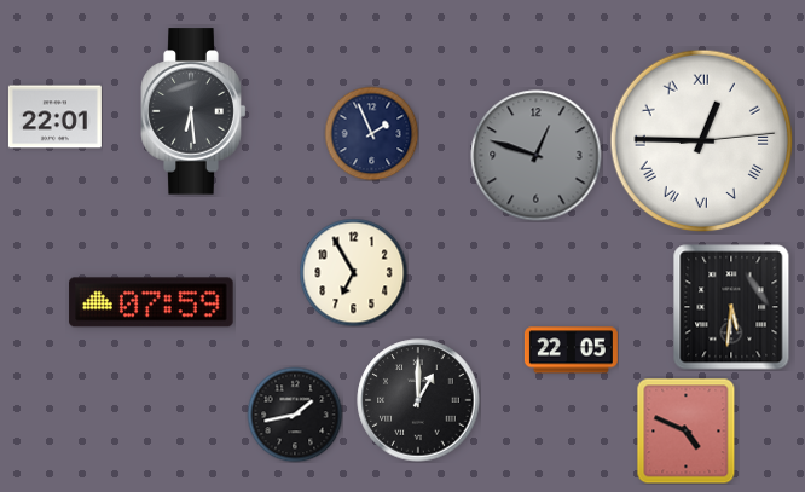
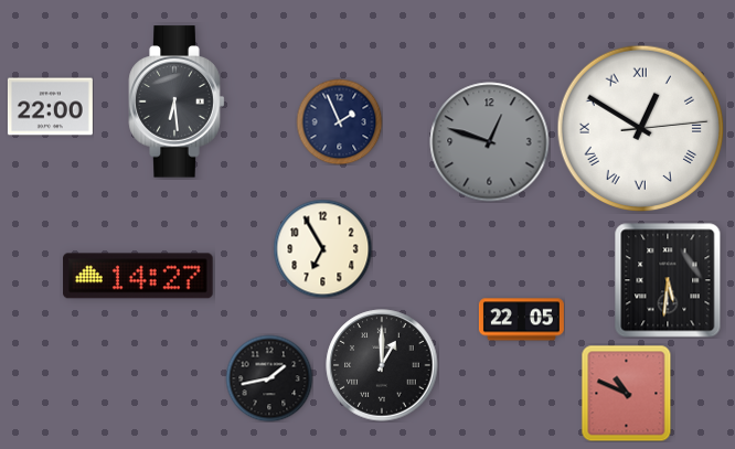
clock at (54, 117): 22:01 -> 22:00
clock at (702, 141): 12:45 -> 12:50
clock at (151, 302): 07:59 -> 14:27
clock at (687, 430): 4:49 -> 10:49
